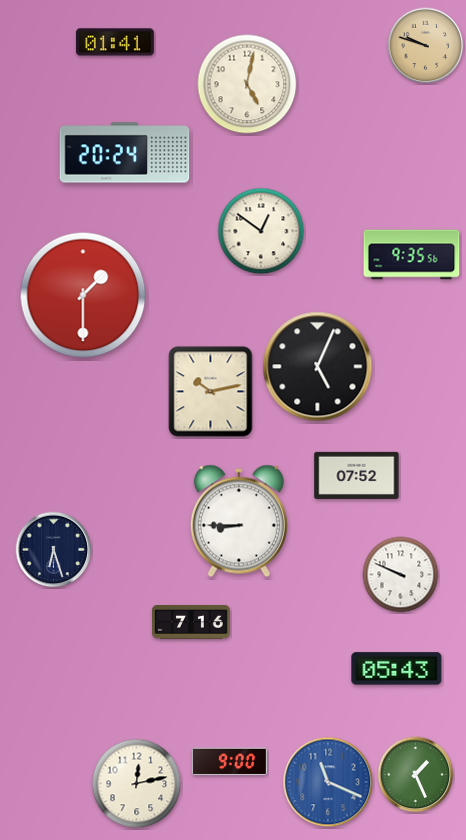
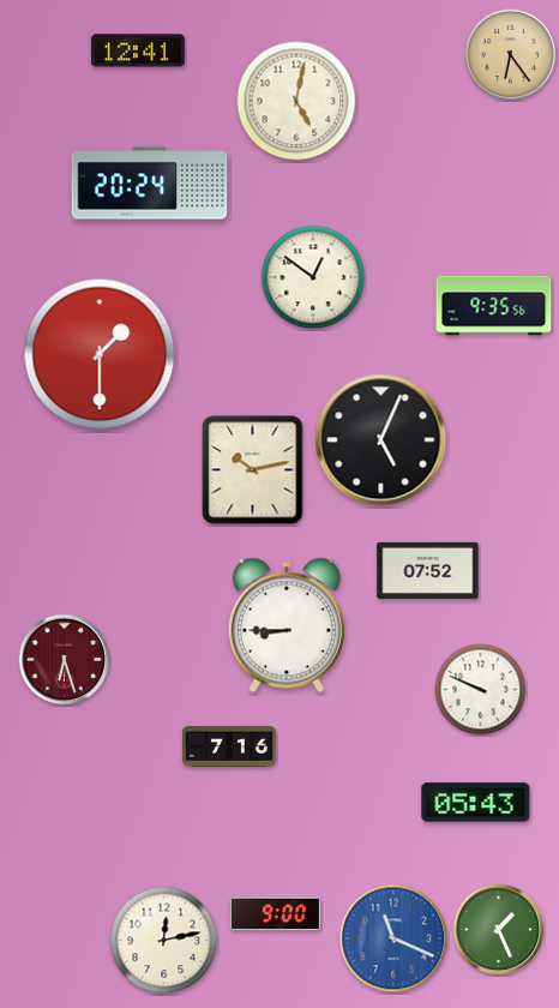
clock at (115, 42): 01:41 -> 12:41
clock at (426, 46): 9:48 -> 6:24
clock at (54, 550) dial: navy -> burgundy
